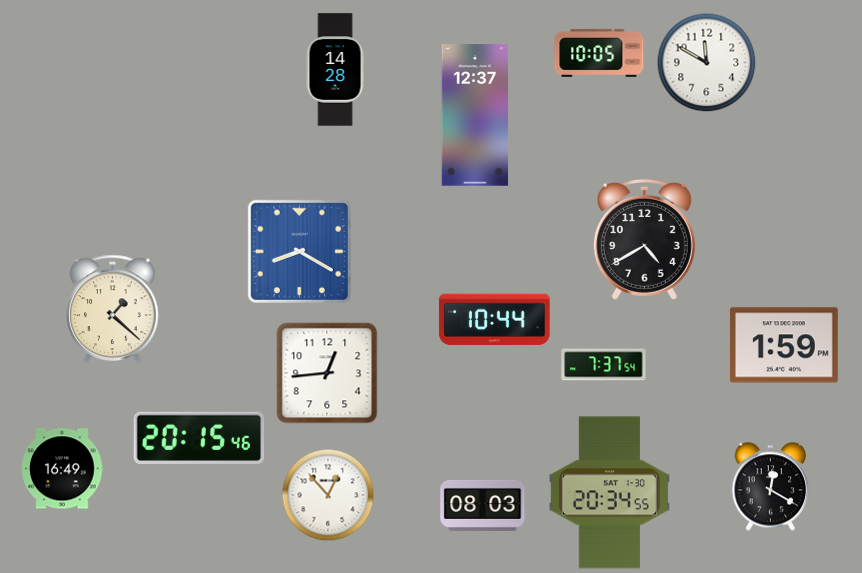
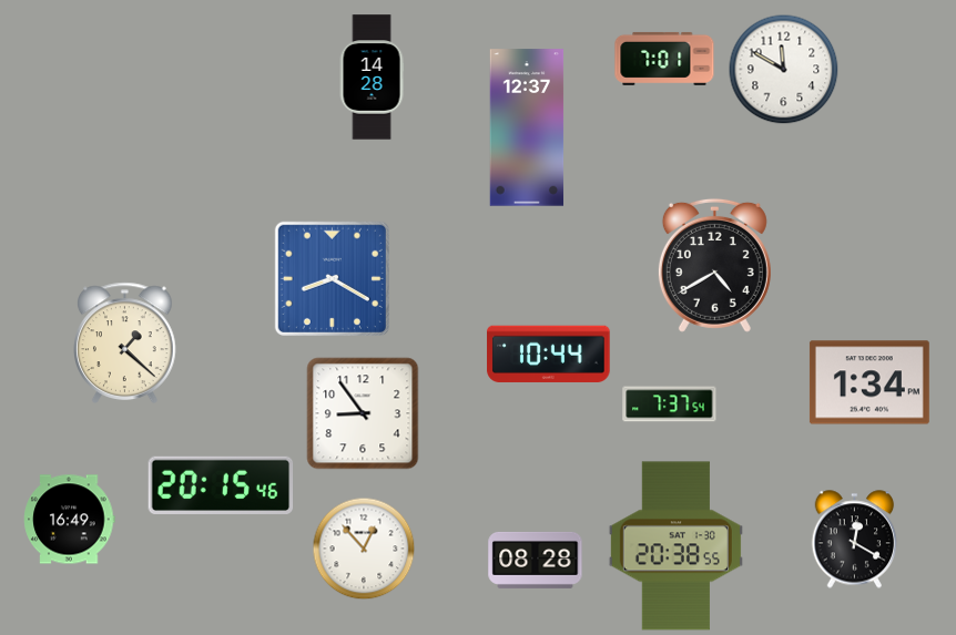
clock at (599, 53): 10:05 -> 7:01
clock at (784, 345): 1:59 -> 1:34
clock at (327, 373): 12:44 -> 8:54
clock at (609, 493): 20:34 -> 20:38
clock at (483, 505): 08:03 -> 08:28
